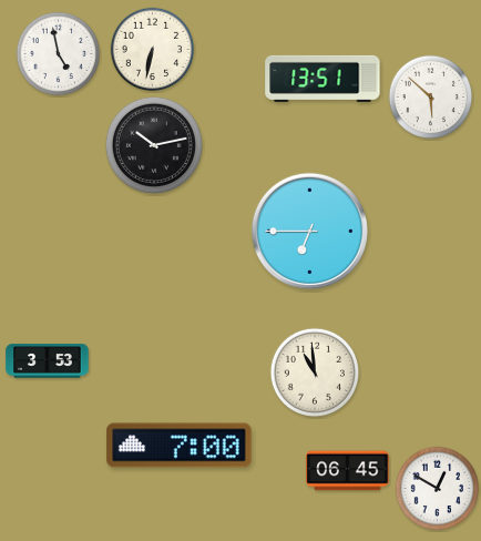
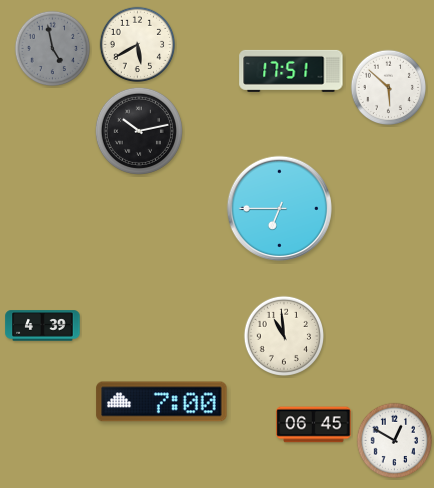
clock at (153, 50): 6:32 -> 5:40
clock at (59, 54) dial: white -> grey
clock at (323, 79): 13:51 -> 17:51
clock at (48, 361): 3:53 -> 4:39
